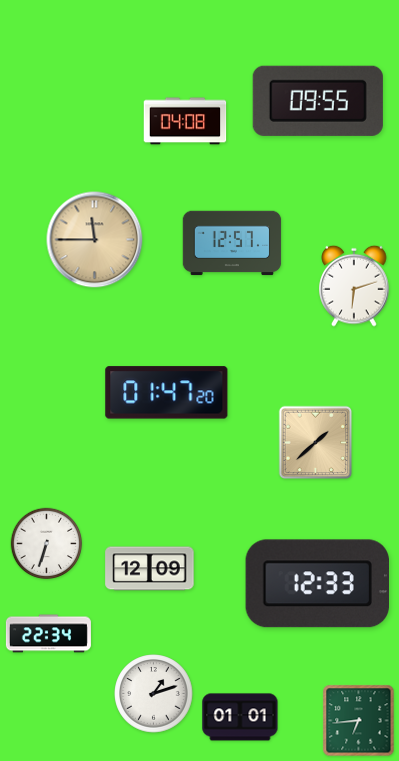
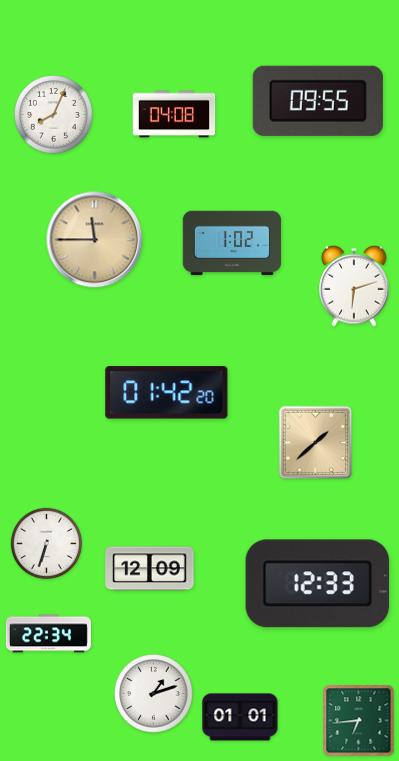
clock at (54, 115): none -> 8:04
clock at (185, 121) position: (185, 121) -> (174, 114)
clock at (232, 243): 12:57 -> 1:02
clock at (167, 393): 01:47 -> 01:42
